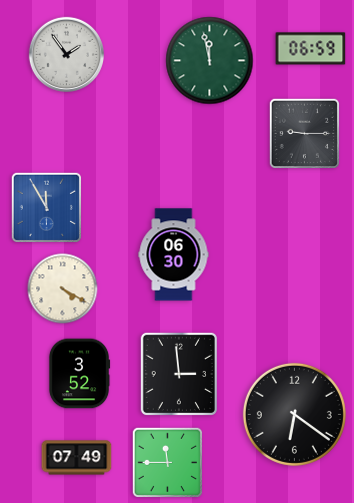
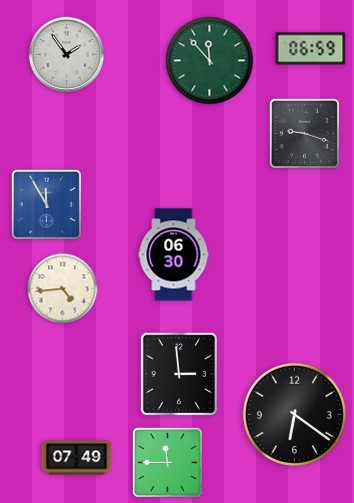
clock at (210, 61): 11:58 -> 11:53
clock at (304, 133): 9:15 -> 9:18
clock at (46, 207) position: (46, 207) -> (46, 204)
clock at (63, 289): 4:20 -> 4:44
clock at (79, 374): 3:52 -> none
